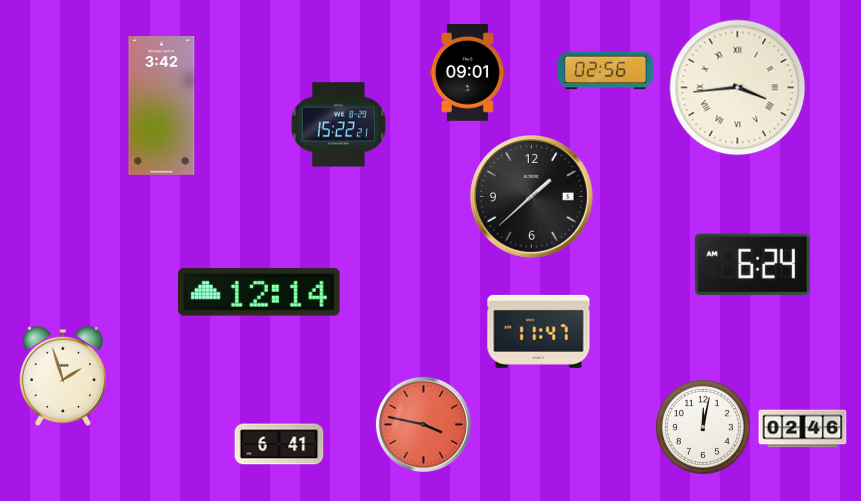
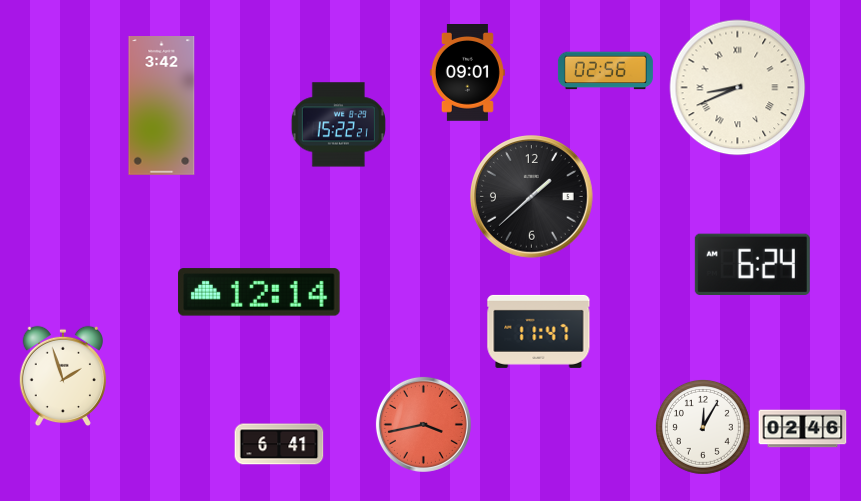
clock at (738, 88): 3:44 -> 8:41
clock at (423, 424): 3:47 -> 3:43
clock at (703, 427): 12:02 -> 12:05
